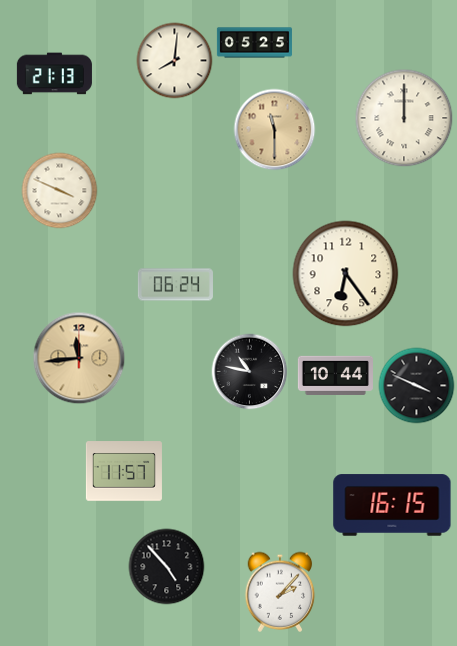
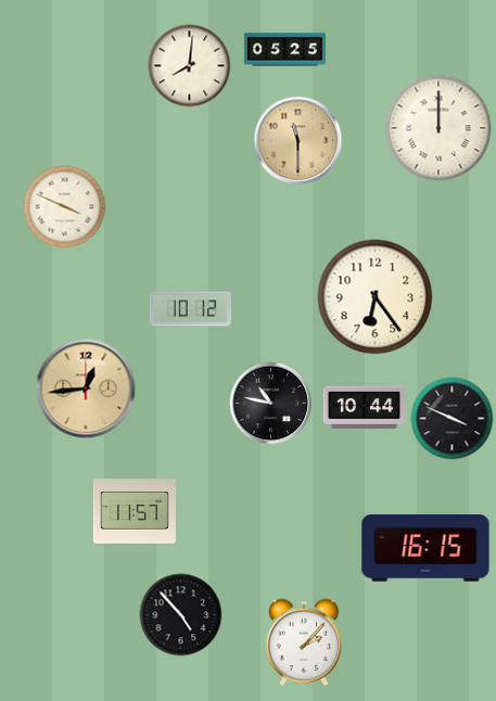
clock at (254, 43) position: (254, 43) -> (284, 50)
clock at (54, 74): 21:13 -> none
clock at (175, 285): 06:24 -> 10:12
clock at (79, 358): 11:44 -> 12:44
